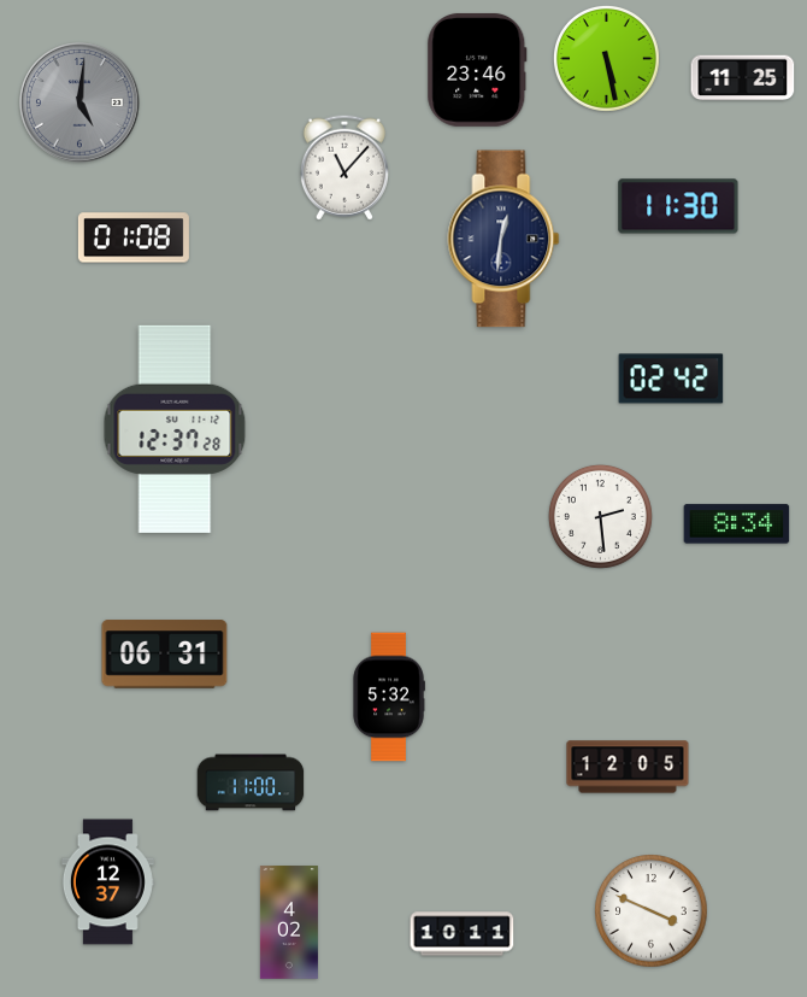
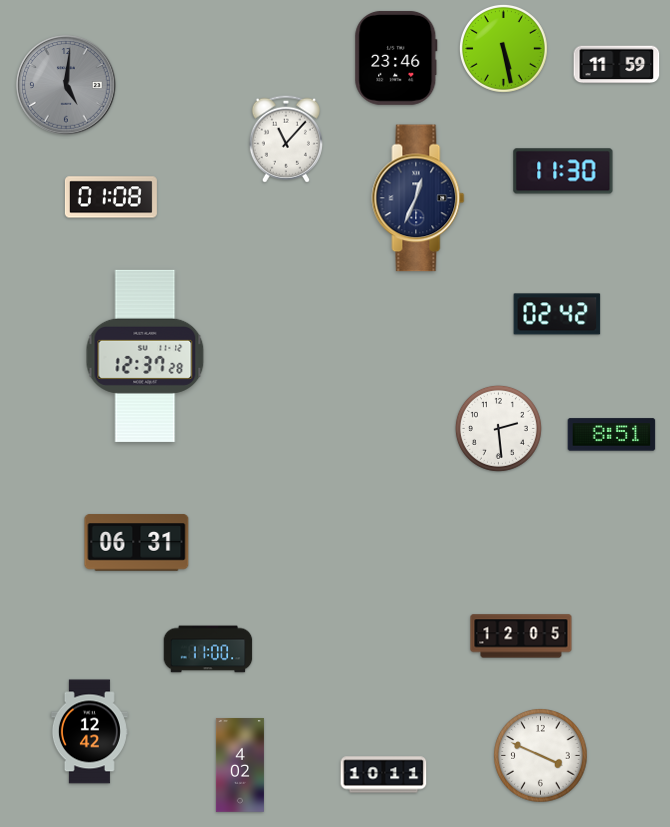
clock at (743, 78): 11:25 -> 11:59
clock at (503, 239): 12:31 -> 12:34
clock at (737, 524): 8:34 -> 8:51
clock at (389, 697): 5:32 -> none
clock at (107, 882): 12:37 -> 12:42
